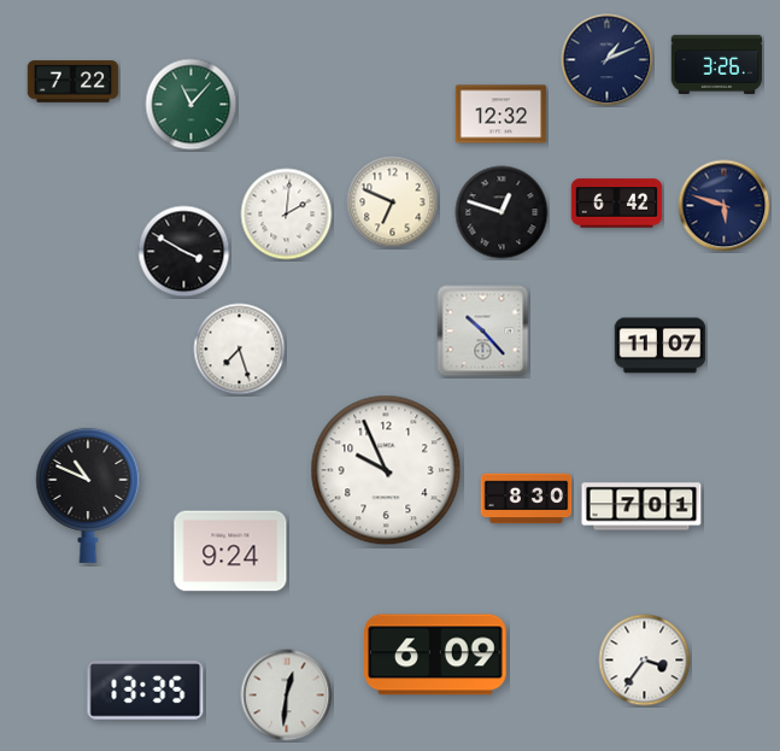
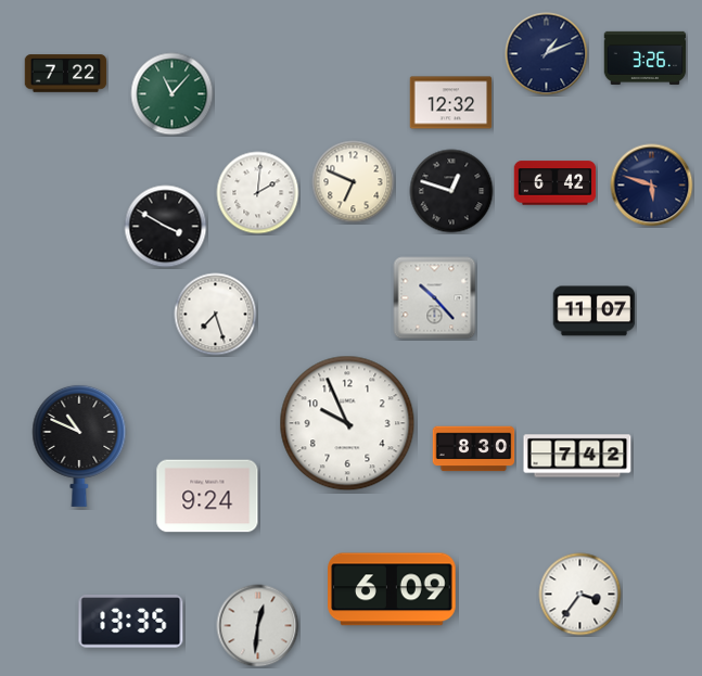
clock at (641, 506): 7:01 -> 7:42
